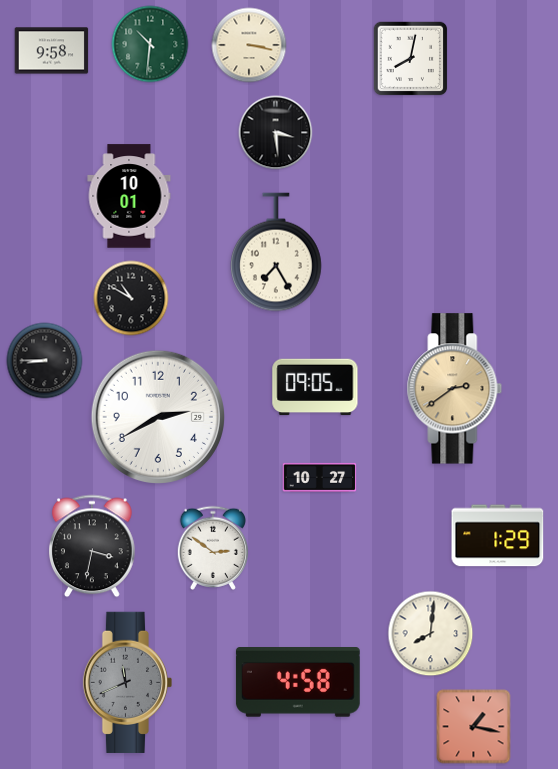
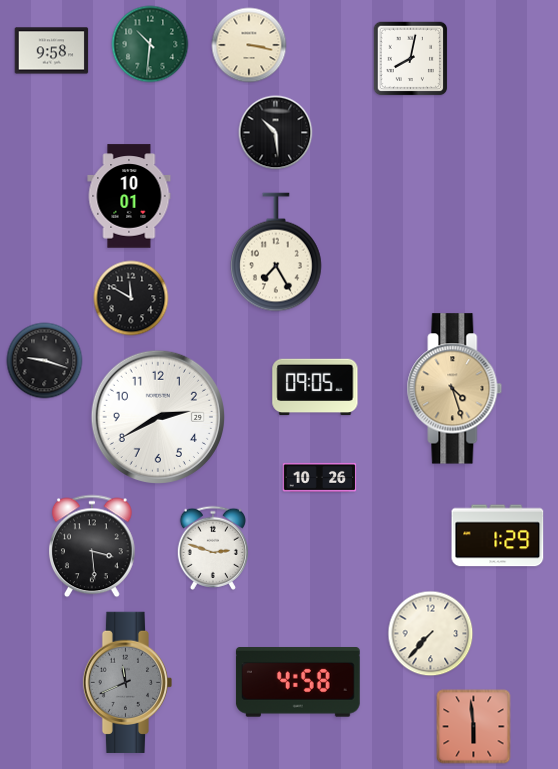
clock at (276, 133): 3:29 -> 10:29
clock at (131, 298): 10:50 -> 11:50
clock at (45, 361): 8:45 -> 9:18
clock at (455, 389): 2:39 -> 4:27
clock at (320, 477): 10:27 -> 10:26
clock at (93, 546): 3:32 -> 3:29
clock at (212, 548): 2:51 -> 2:48
clock at (431, 634): 8:01 -> 7:37
clock at (474, 727): 1:17 -> 5:59
